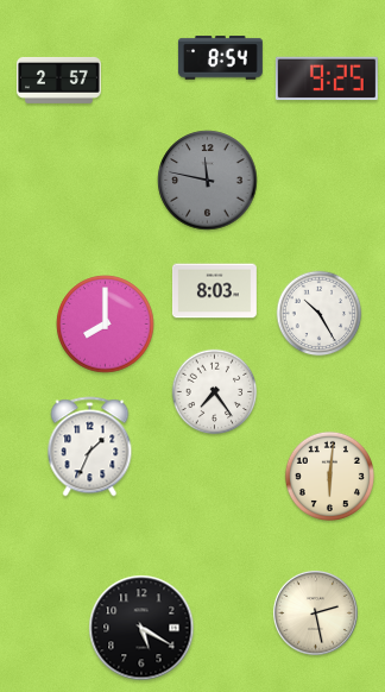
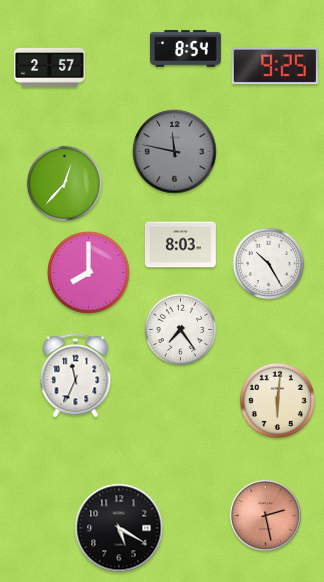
clock at (64, 183): none -> 12:37
clock at (90, 447): 1:34 -> 11:34
clock at (315, 612) dial: cream -> salmon
